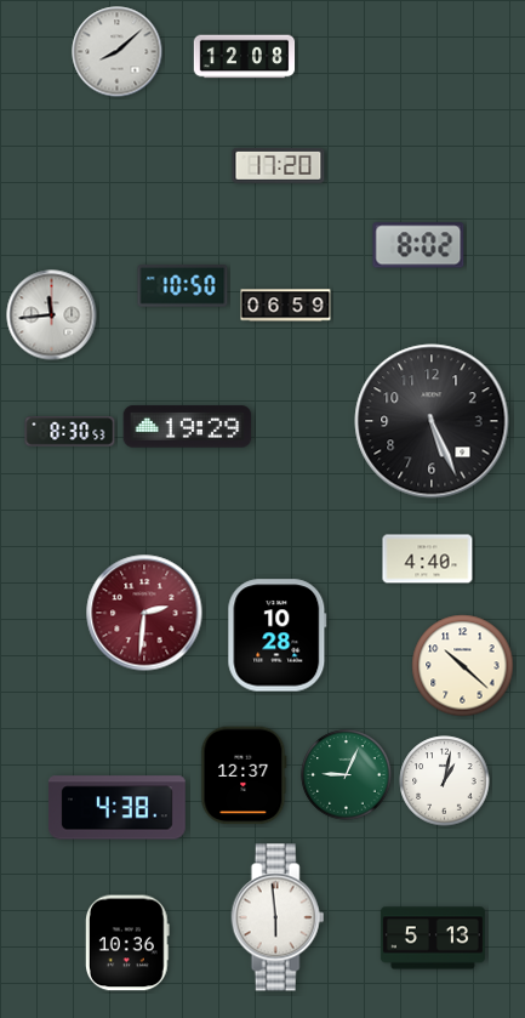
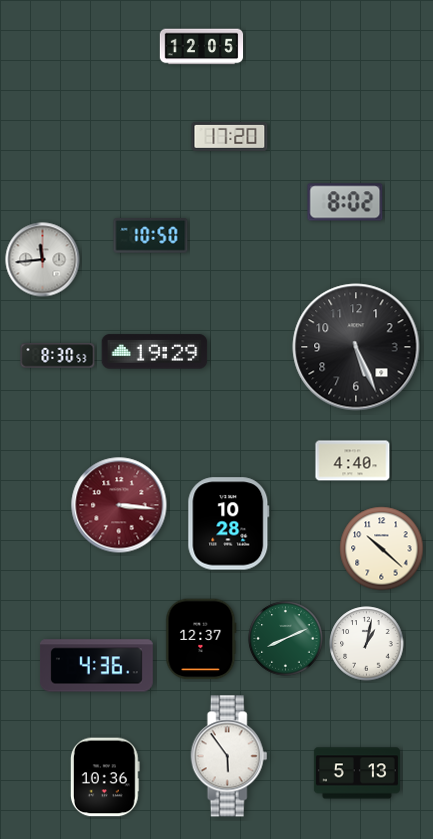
clock at (118, 52): 8:08 -> none
clock at (245, 57): 12:08 -> 12:05
clock at (286, 306): 06:59 -> none
clock at (144, 613): 2:31 -> 3:16
clock at (347, 775): 9:04 -> 8:11
clock at (116, 808): 4:38 -> 4:36
clock at (278, 917): 5:59 -> 5:54
